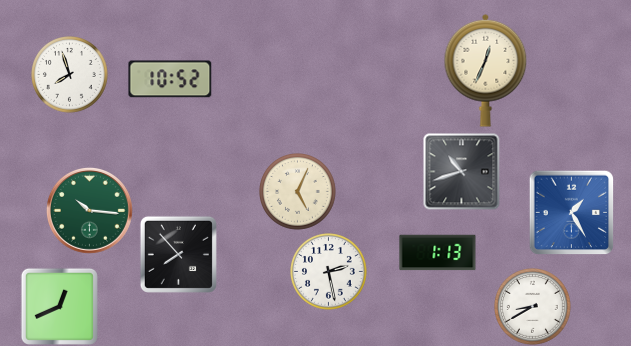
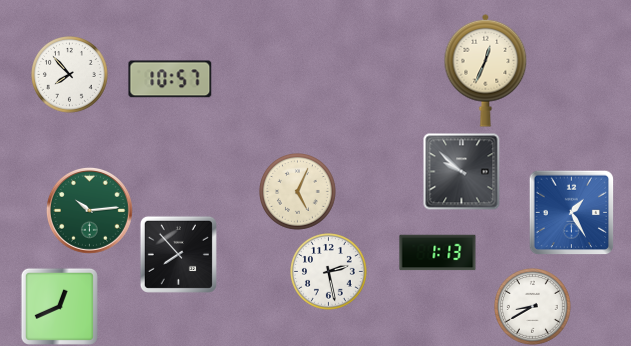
clock at (70, 75): 7:57 -> 7:53
clock at (170, 79): 10:52 -> 10:57
clock at (462, 172): 10:42 -> 9:52
clock at (89, 210): 10:16 -> 10:14
